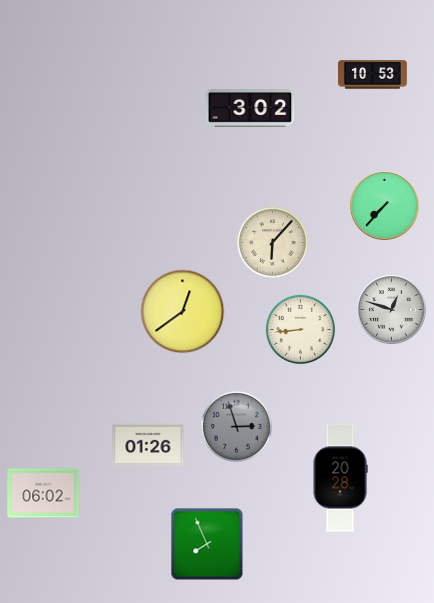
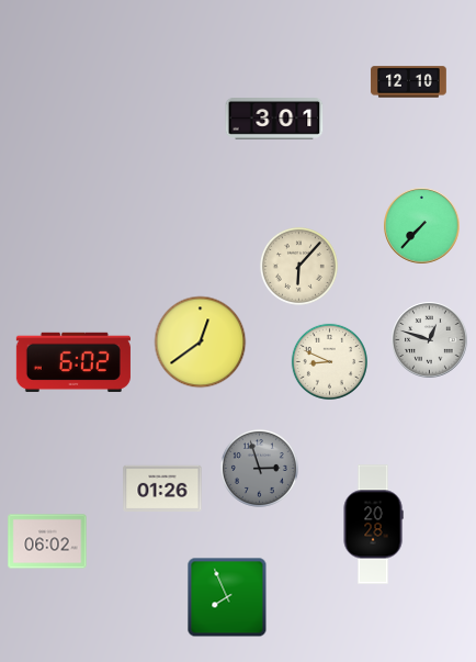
clock at (373, 75): 10:53 -> 12:10
clock at (250, 109): 3:02 -> 3:01
clock at (300, 329): 8:44 -> 8:49
clock at (73, 362): none -> 6:02
